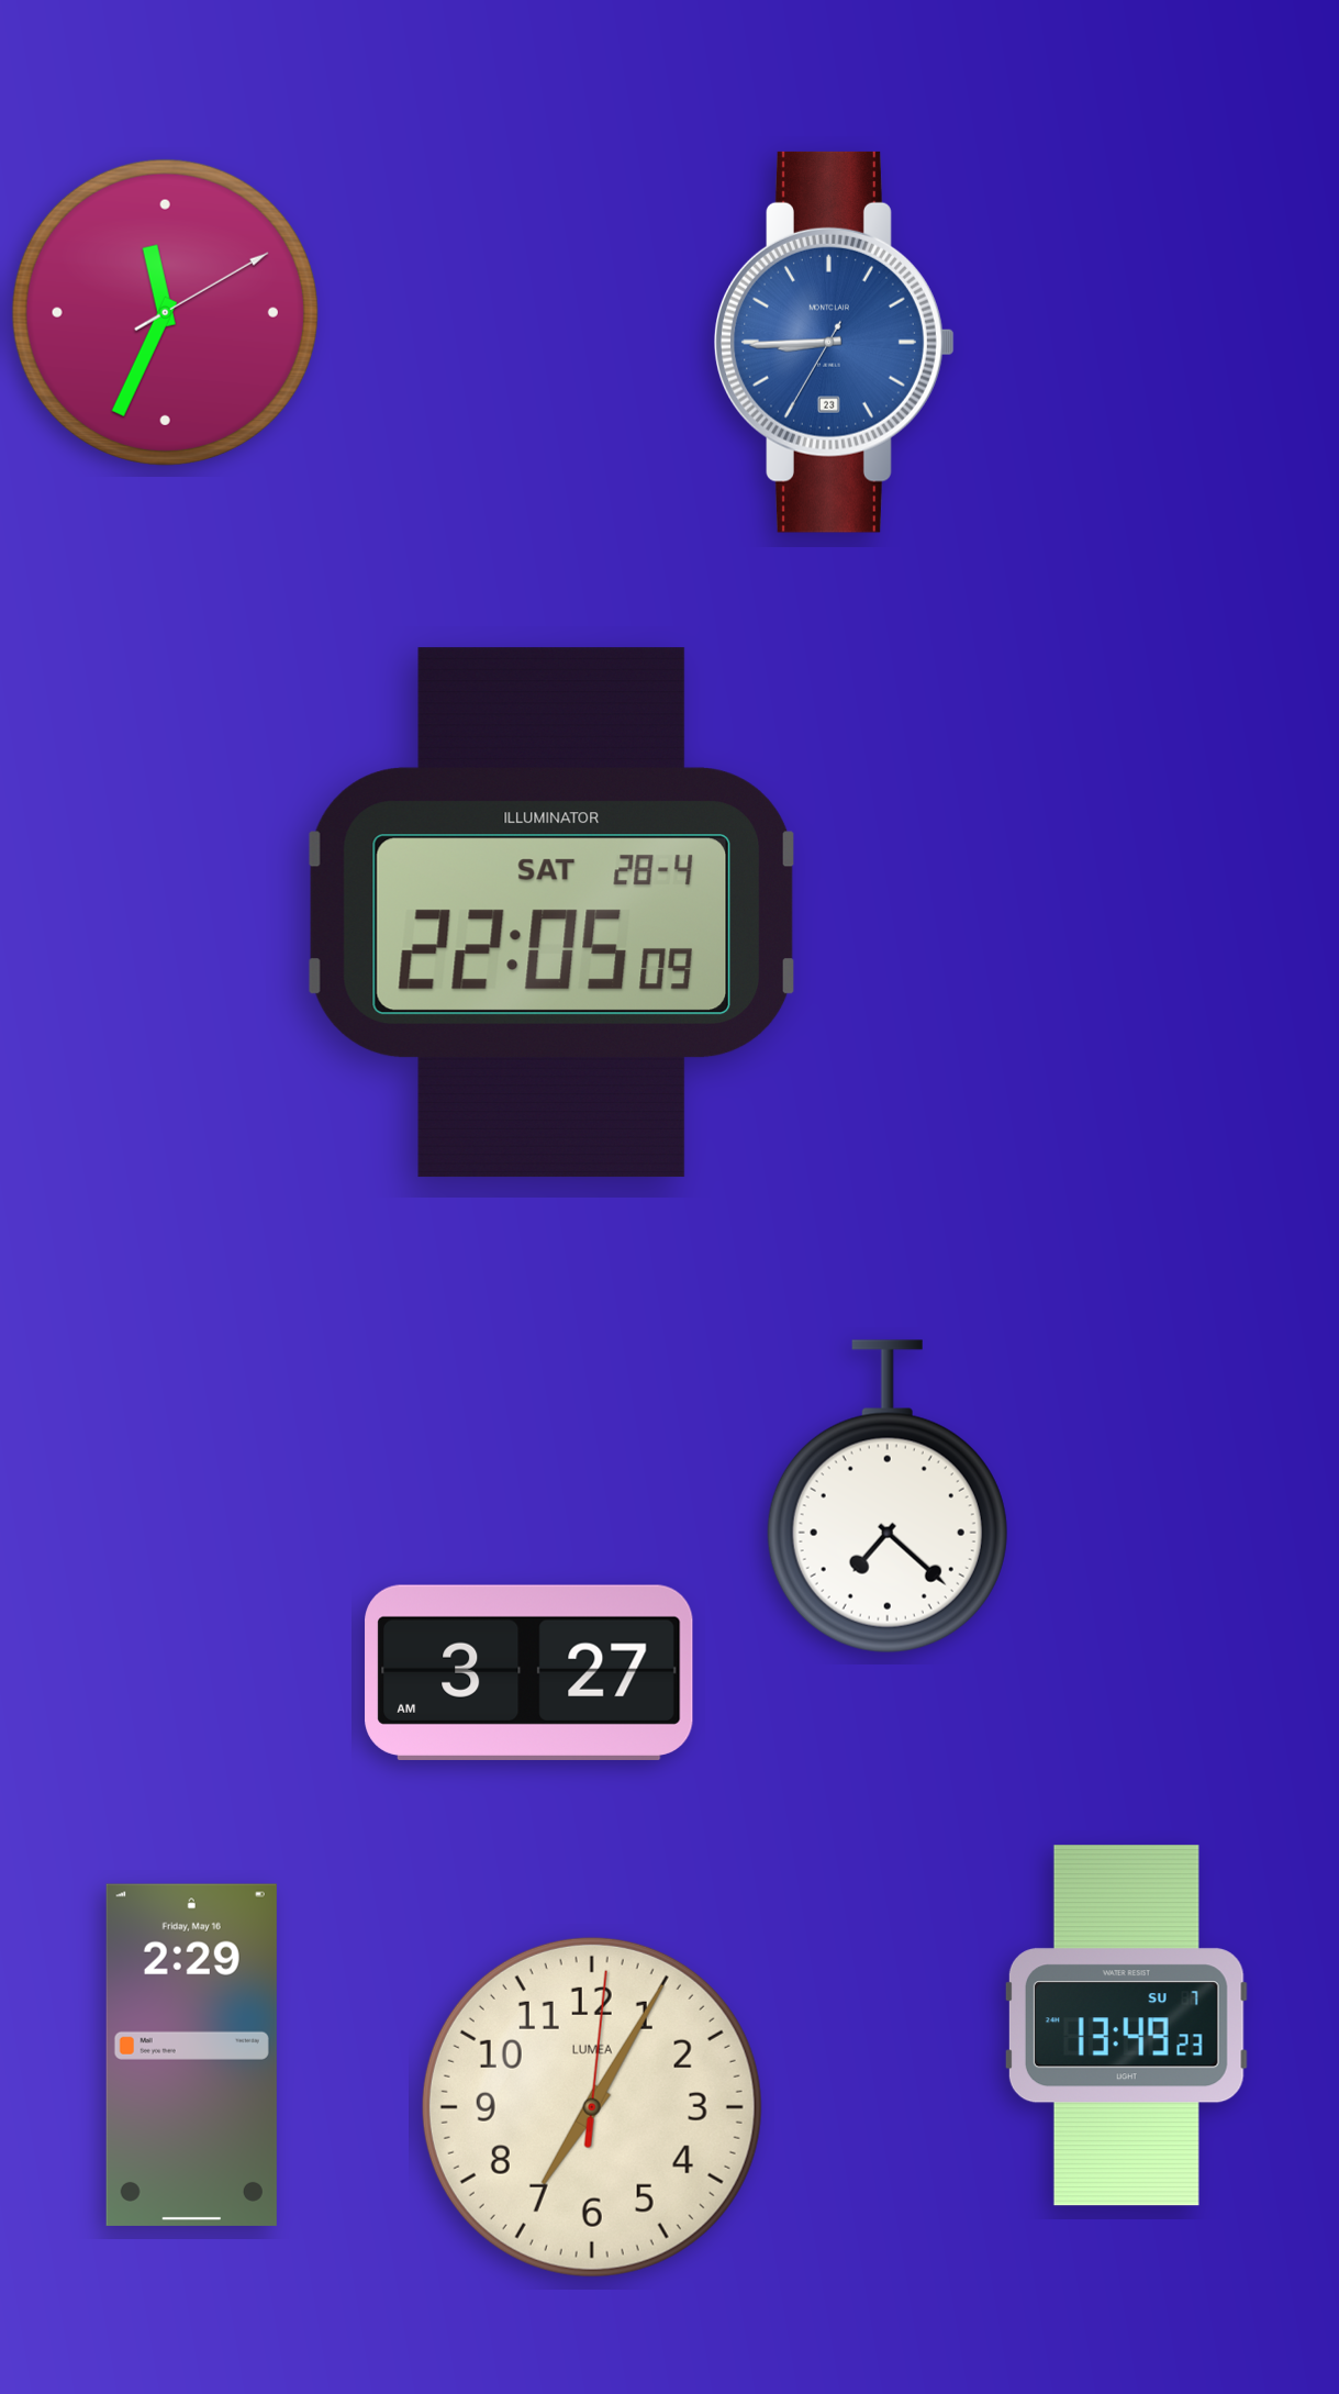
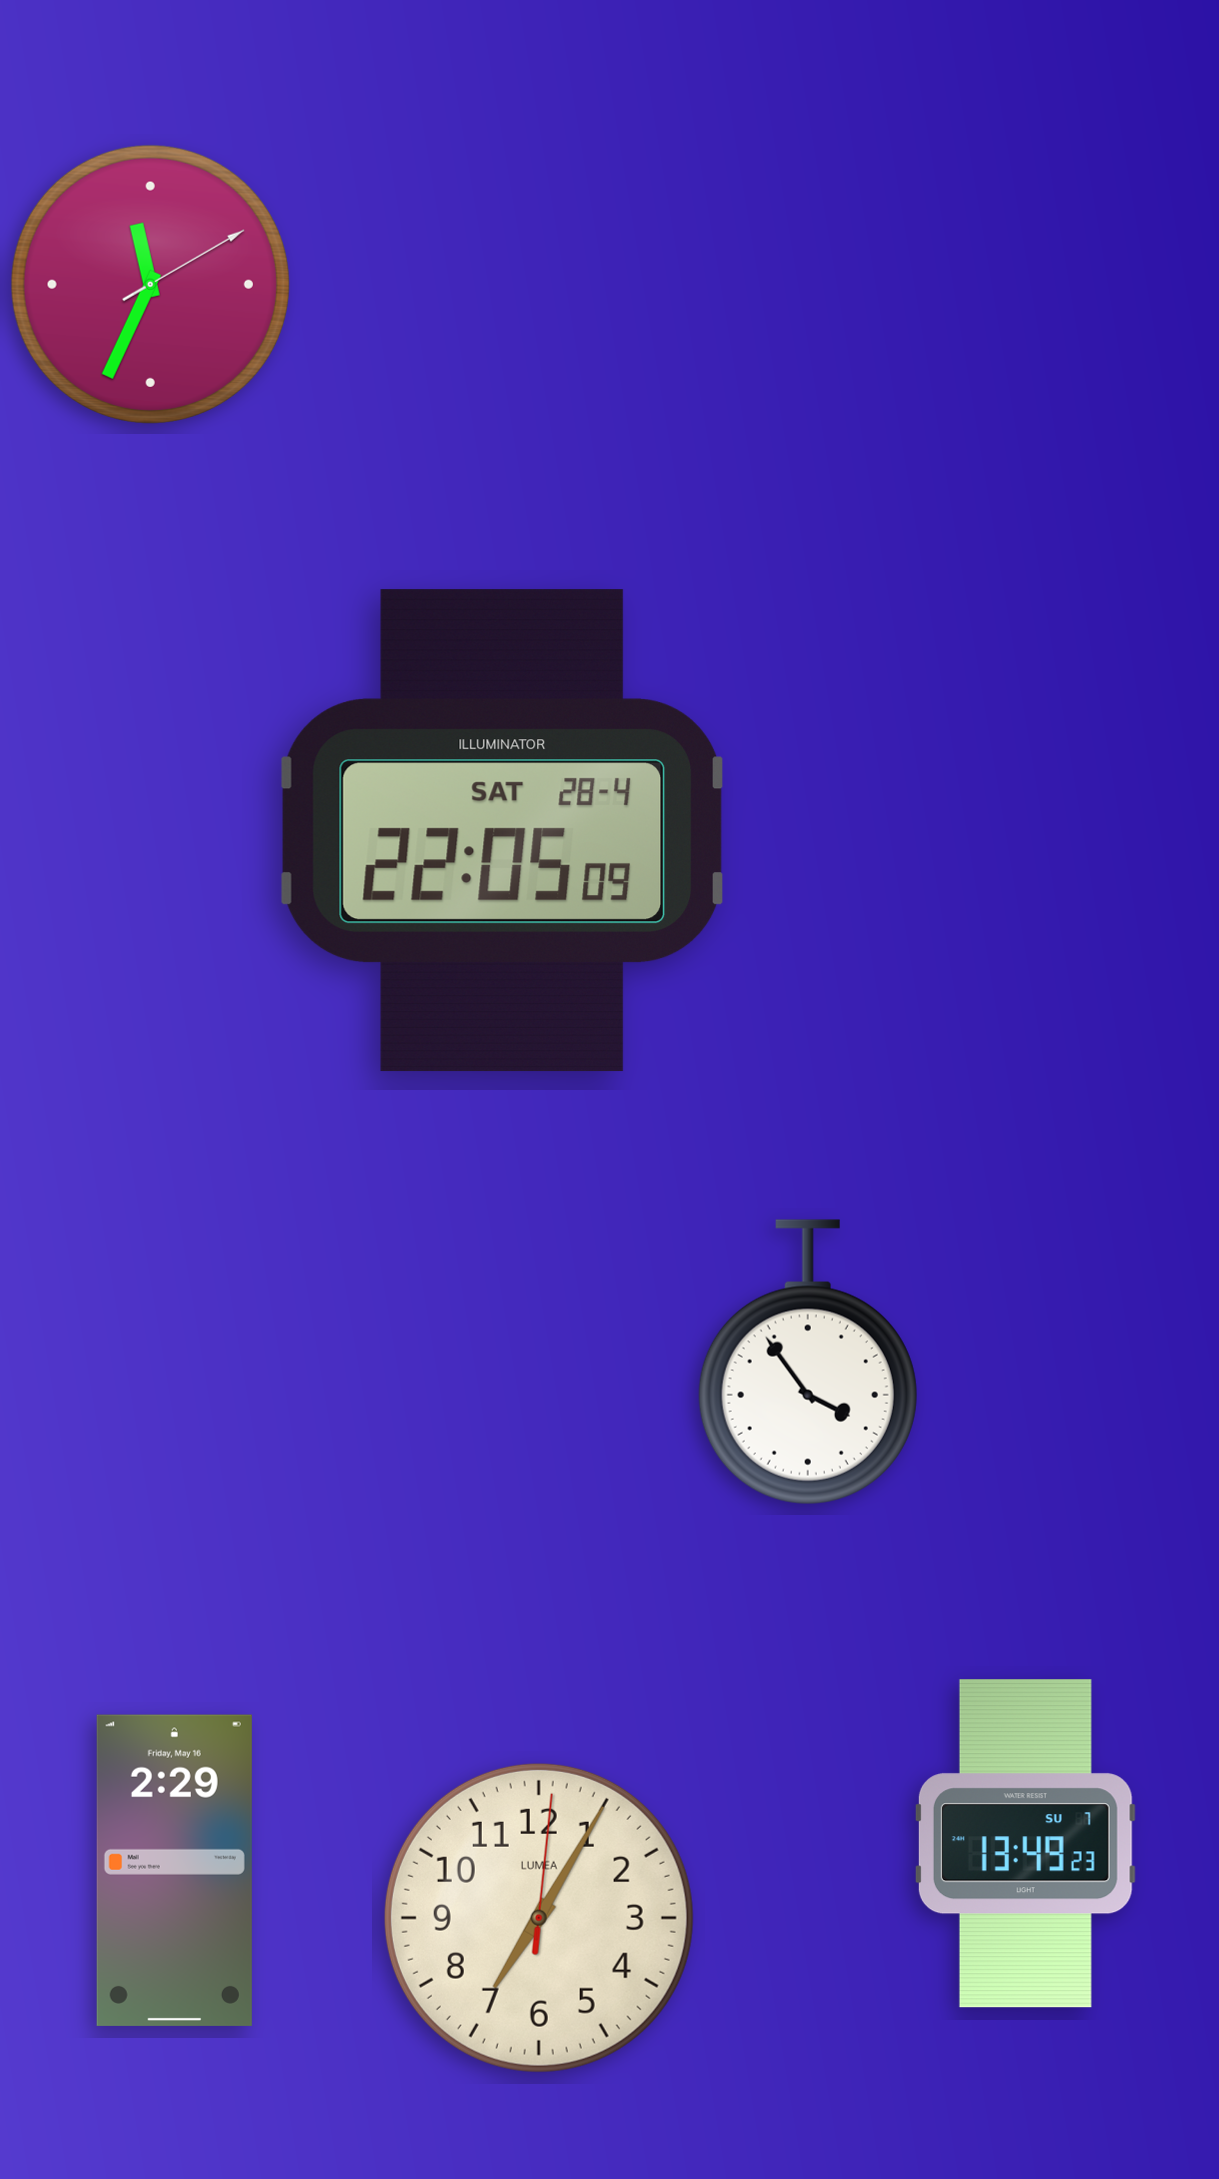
clock at (835, 342): 8:44 -> none
clock at (888, 1496): 7:22 -> 3:54
clock at (529, 1672): 3:27 -> none
